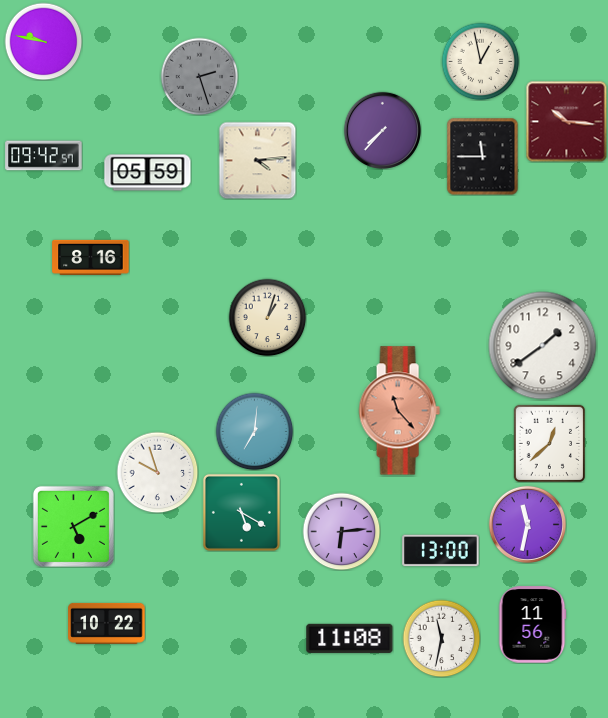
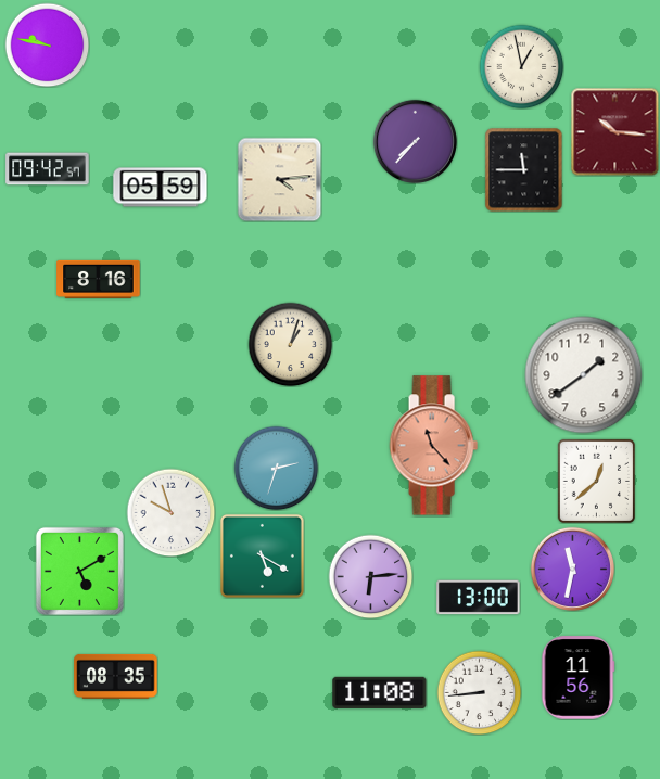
clock at (199, 76): 2:27 -> none
clock at (257, 160) position: (257, 160) -> (279, 179)
clock at (543, 346) position: (543, 346) -> (584, 375)
clock at (254, 431): 7:01 -> 2:33
clock at (107, 623): 10:22 -> 08:35
clock at (441, 638): 11:32 -> 8:44
